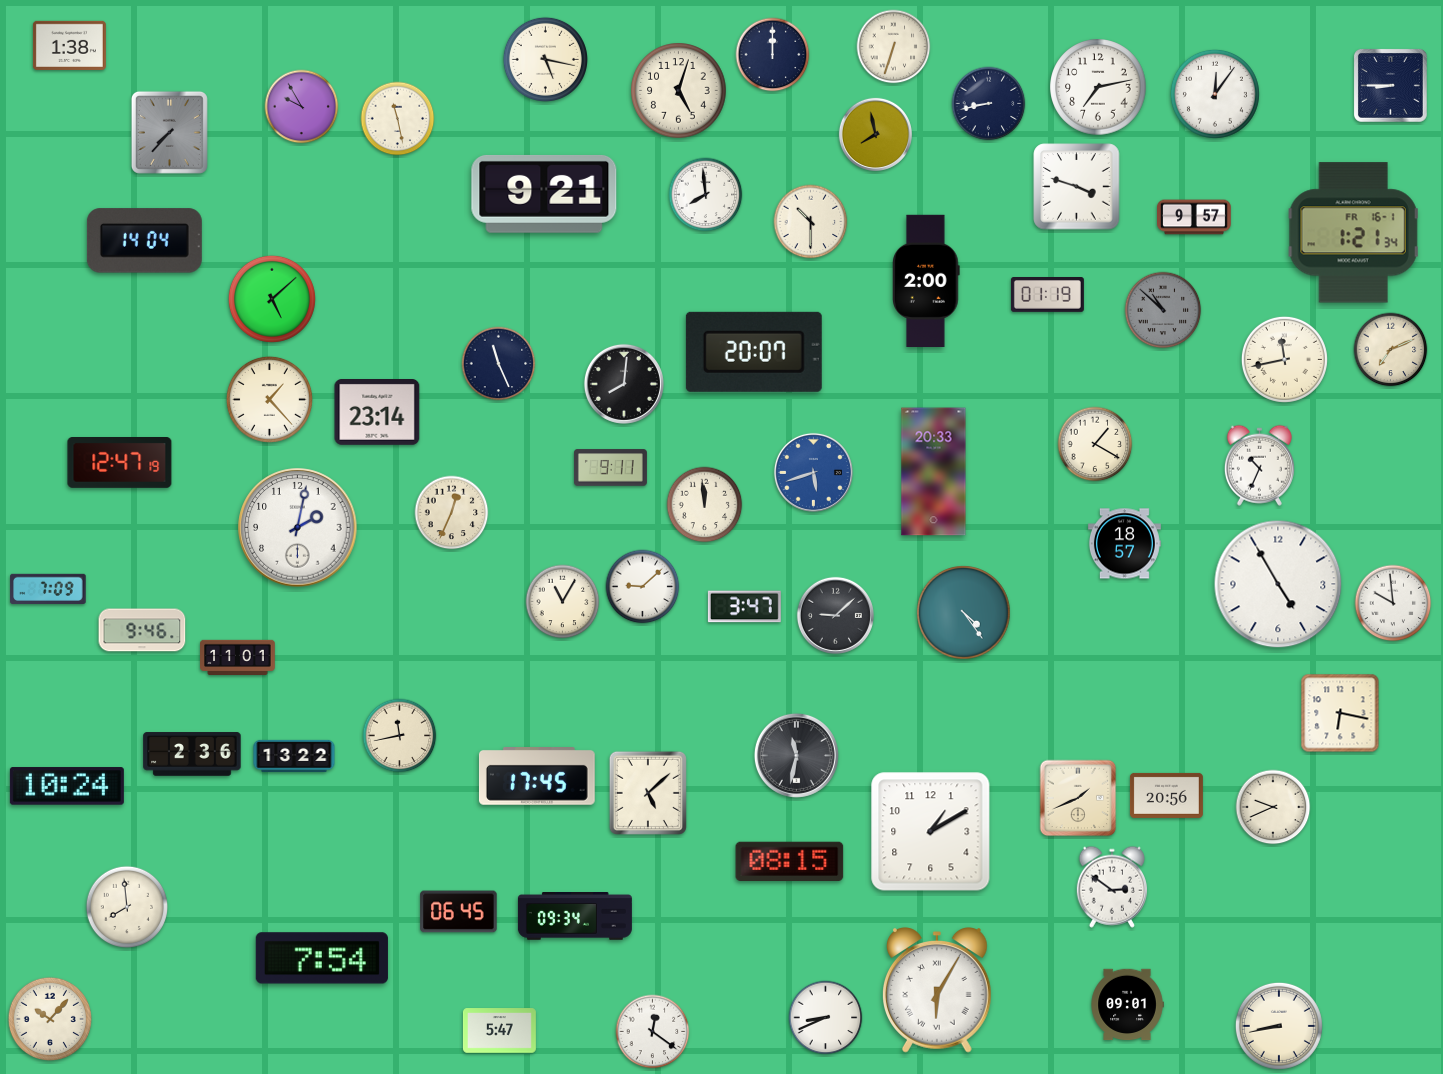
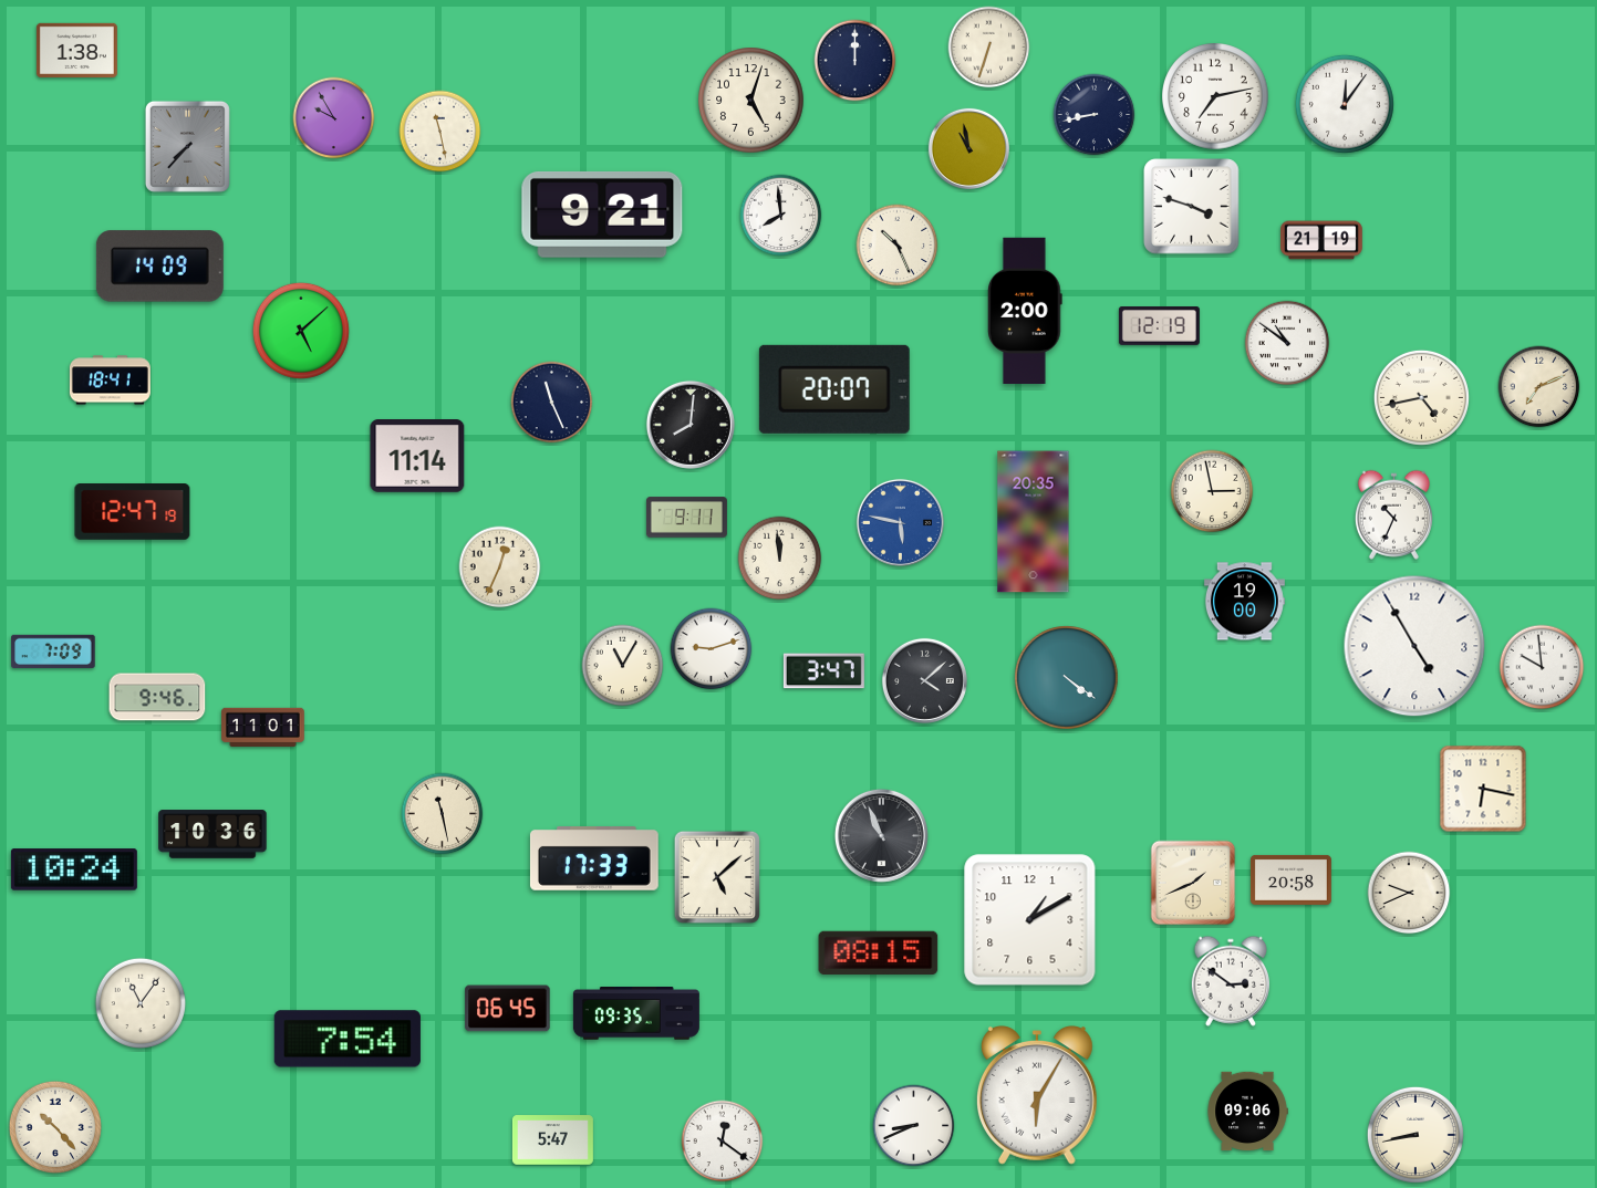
clock at (894, 47) position: (894, 47) -> (989, 48)
clock at (545, 59): 5:17 -> none
clock at (1391, 86): 8:45 -> none
clock at (875, 134): 7:58 -> 10:58
clock at (1195, 217): 9:57 -> 21:19
clock at (811, 222): 10:30 -> 10:26
clock at (1353, 233): 1:21 -> none
clock at (144, 241): 14:04 -> 14:09
clock at (1047, 295): 01:19 -> 12:19
clock at (1163, 310): 10:52 -> 10:51
clock at (1163, 310) dial: grey -> white
clock at (110, 381): none -> 18:41
clock at (1284, 359): 11:43 -> 4:43
clock at (269, 399): 1:23 -> none
clock at (377, 413): 23:14 -> 11:14
clock at (1095, 444): 1:20 -> 2:58
clock at (610, 468) position: (610, 468) -> (686, 518)
clock at (813, 472): 5:42 -> 5:47
clock at (934, 472): 20:33 -> 20:35
clock at (298, 528): 2:02 -> none
clock at (1124, 544): 18:57 -> 19:00
clock at (643, 587): 9:08 -> 9:12
clock at (964, 613): 4:24 -> 4:21
clock at (835, 615): 9:08 -> 4:08
clock at (400, 736): 11:43 -> 11:28
clock at (192, 754): 2:36 -> 10:36
clock at (294, 755): 13:22 -> none
clock at (796, 755): 11:32 -> 10:56
clock at (537, 777): 17:45 -> 17:33
clock at (1166, 795): 20:56 -> 20:58
clock at (790, 861) position: (790, 861) -> (879, 952)
clock at (126, 906): 7:59 -> 11:06
clock at (575, 917): 09:34 -> 09:35
clock at (322, 958) position: (322, 958) -> (348, 1039)
clock at (1127, 1005): 09:01 -> 09:06
clock at (50, 1019): 10:07 -> 10:23
